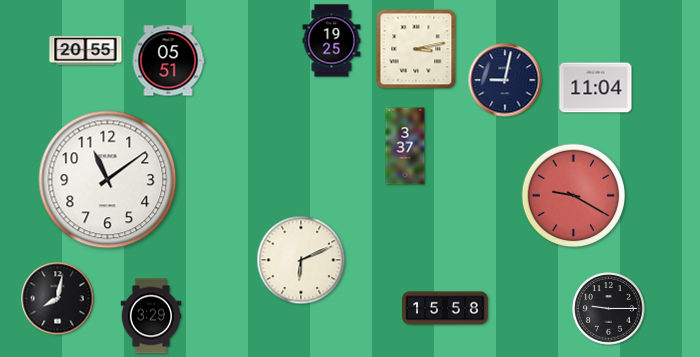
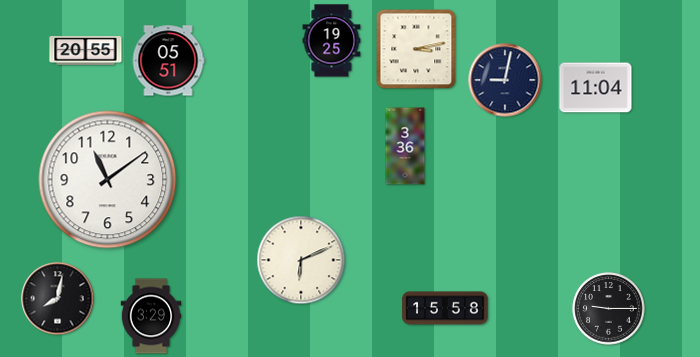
clock at (405, 146): 3:37 -> 3:36
clock at (574, 196): 9:20 -> none
